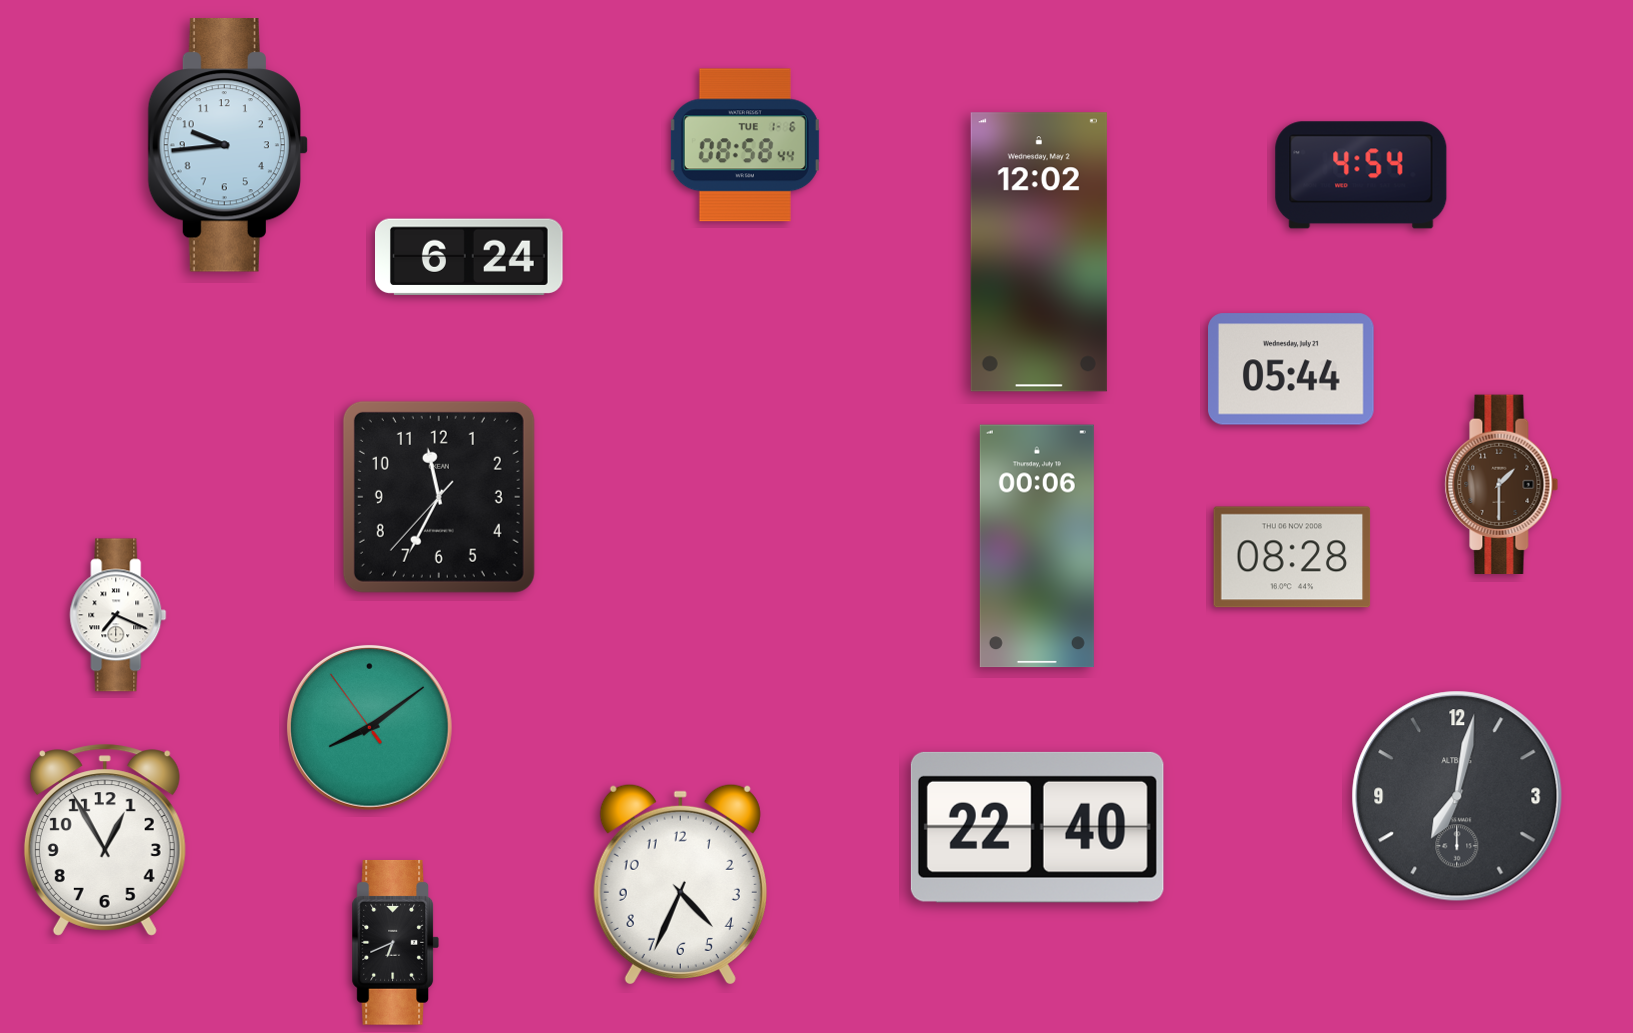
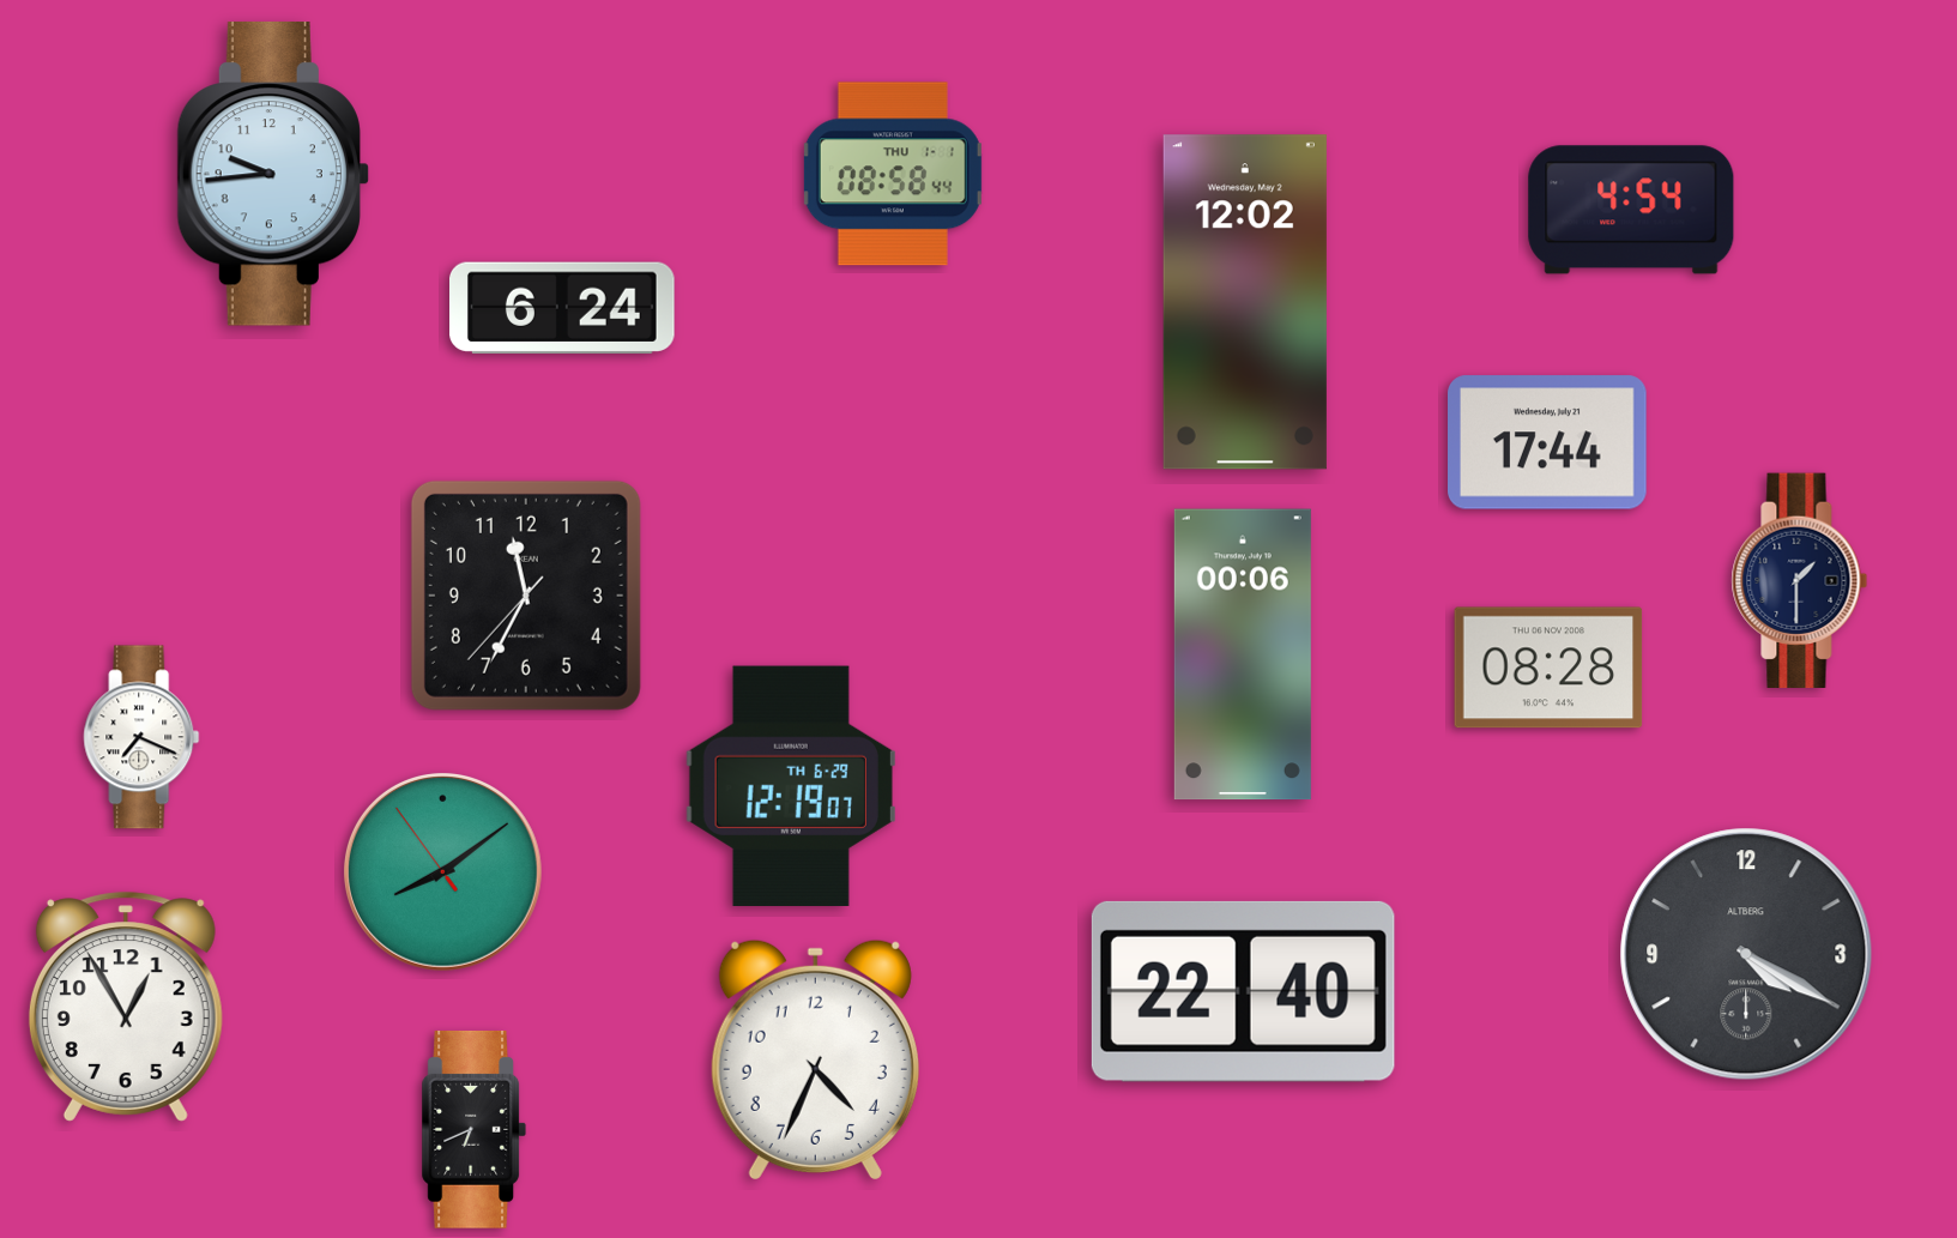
clock at (745, 145) date: TUE 1-6 -> THU 1-1
clock at (1292, 369): 05:44 -> 17:44
clock at (1502, 484) dial: brown -> navy
clock at (791, 786): none -> 12:19
clock at (1457, 796): 7:02 -> 4:20
